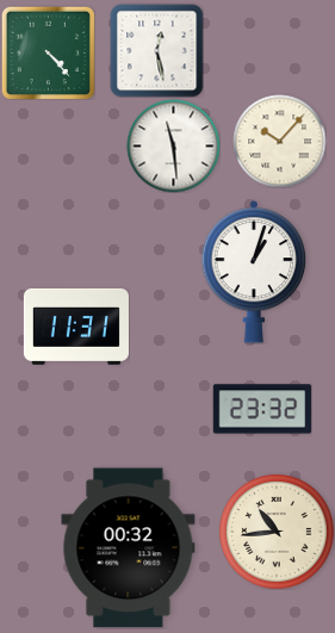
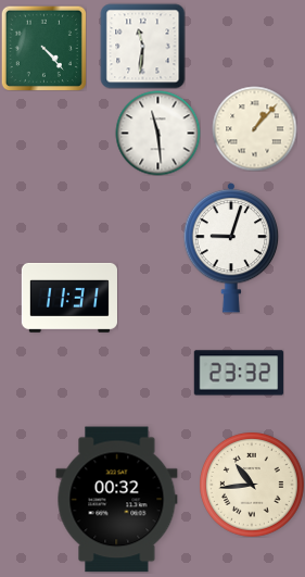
clock at (156, 50): 12:28 -> 11:31
clock at (279, 141): 10:07 -> 1:07
clock at (254, 272): 1:03 -> 9:03
